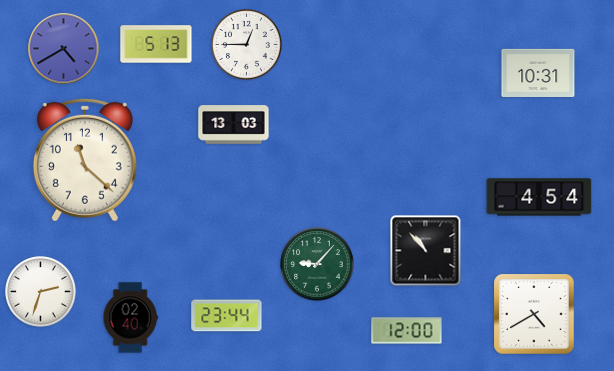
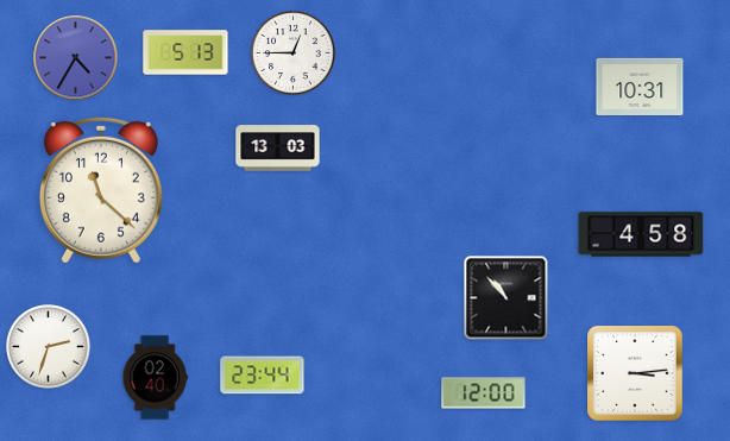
clock at (64, 49): 4:40 -> 4:35
clock at (539, 197): 4:54 -> 4:58
clock at (317, 264): 9:07 -> none
clock at (534, 314): 4:40 -> 3:14
clock at (227, 316) position: (227, 316) -> (263, 376)
